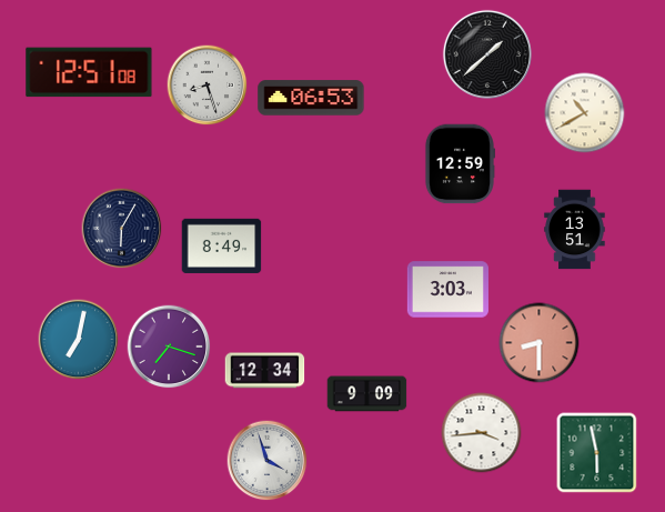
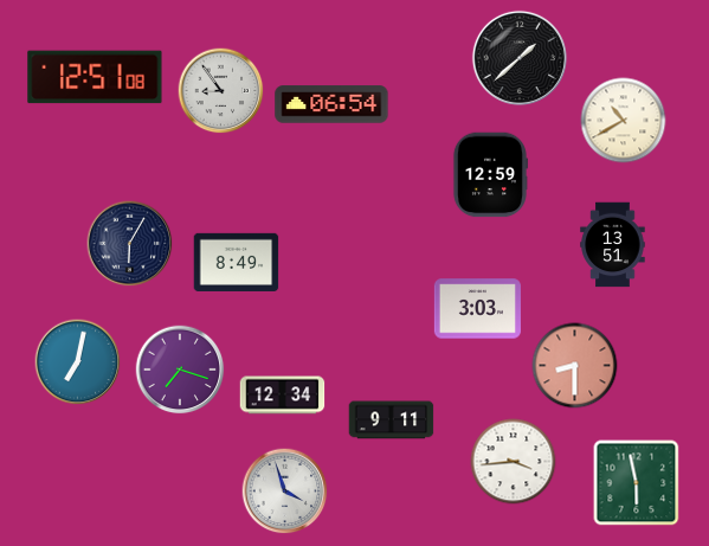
clock at (208, 86): 8:27 -> 8:54
clock at (311, 98): 06:53 -> 06:54
clock at (79, 340) position: (79, 340) -> (78, 362)
clock at (367, 394): 9:09 -> 9:11
